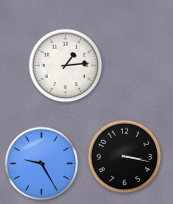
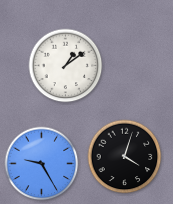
clock at (66, 66): 1:14 -> 1:09
clock at (125, 157): 3:17 -> 4:03
